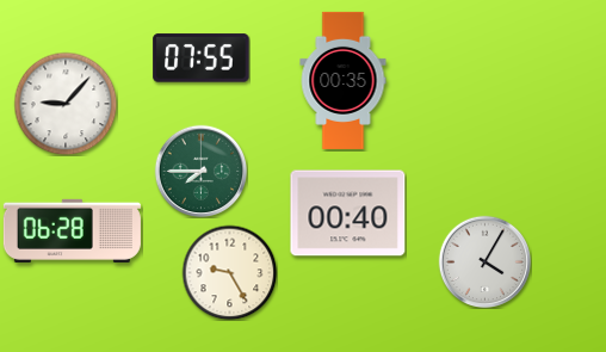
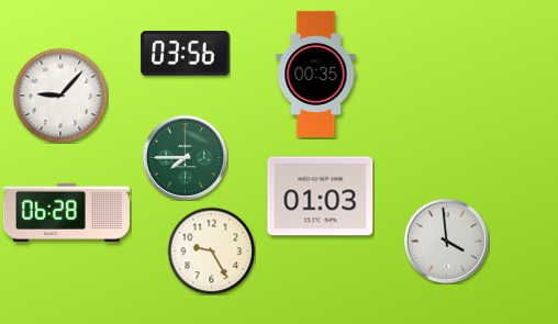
clock at (202, 58): 07:55 -> 03:56
clock at (348, 214): 00:40 -> 01:03
clock at (484, 261): 4:05 -> 3:59
